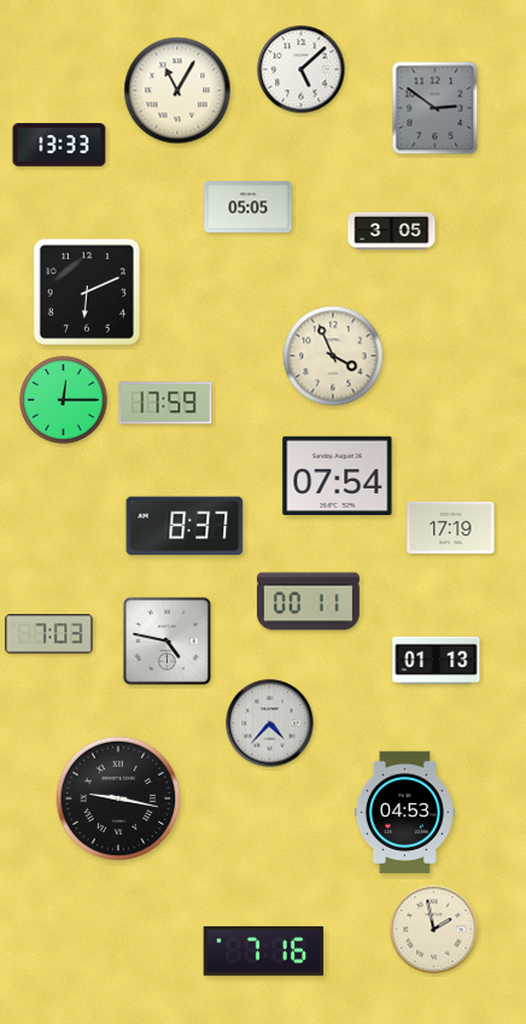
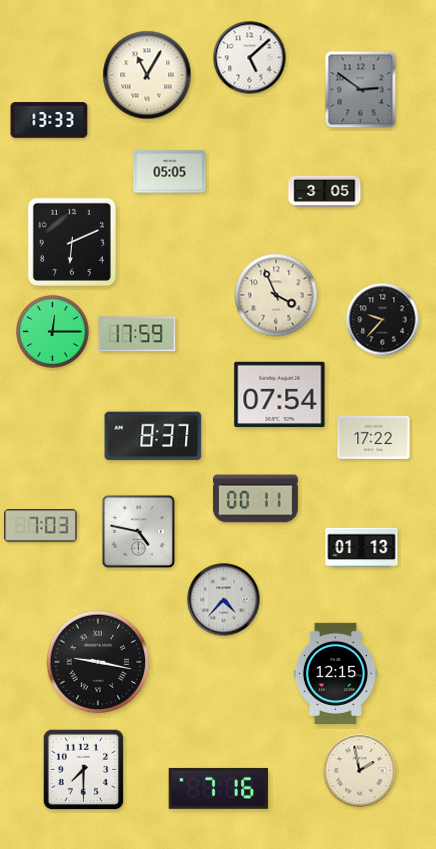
clock at (249, 207) position: (249, 207) -> (170, 172)
clock at (383, 320): none -> 9:37
clock at (451, 527): 17:19 -> 17:22
clock at (404, 812): 04:53 -> 12:15
clock at (84, 770): none -> 7:30
